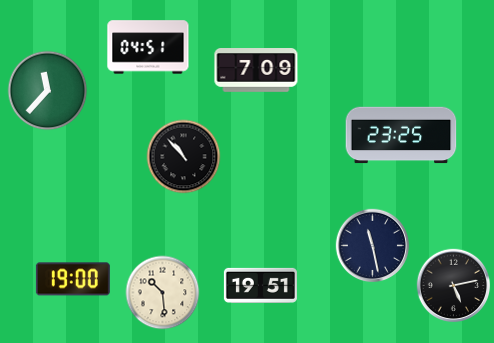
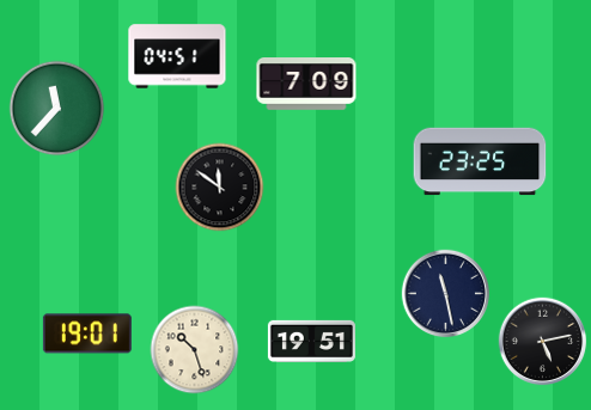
clock at (184, 157): 10:53 -> 11:51
clock at (73, 279): 19:00 -> 19:01
clock at (163, 293): 10:29 -> 10:27
